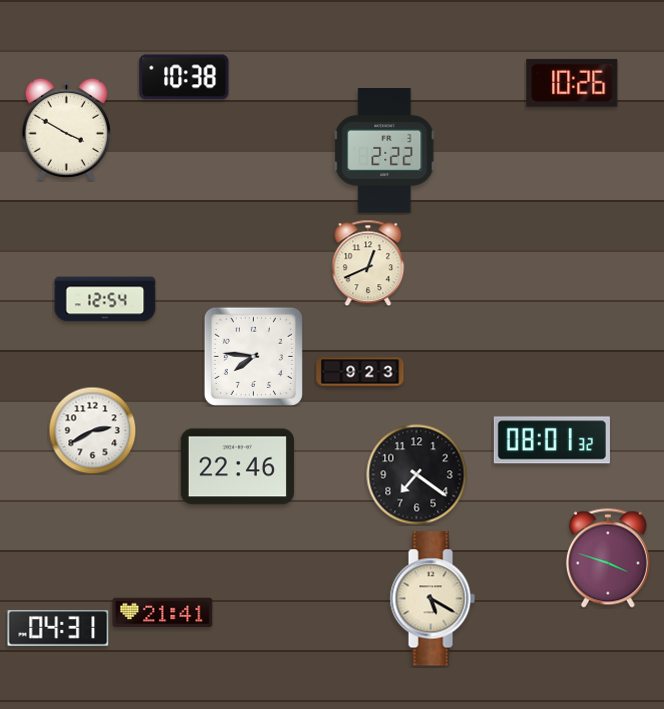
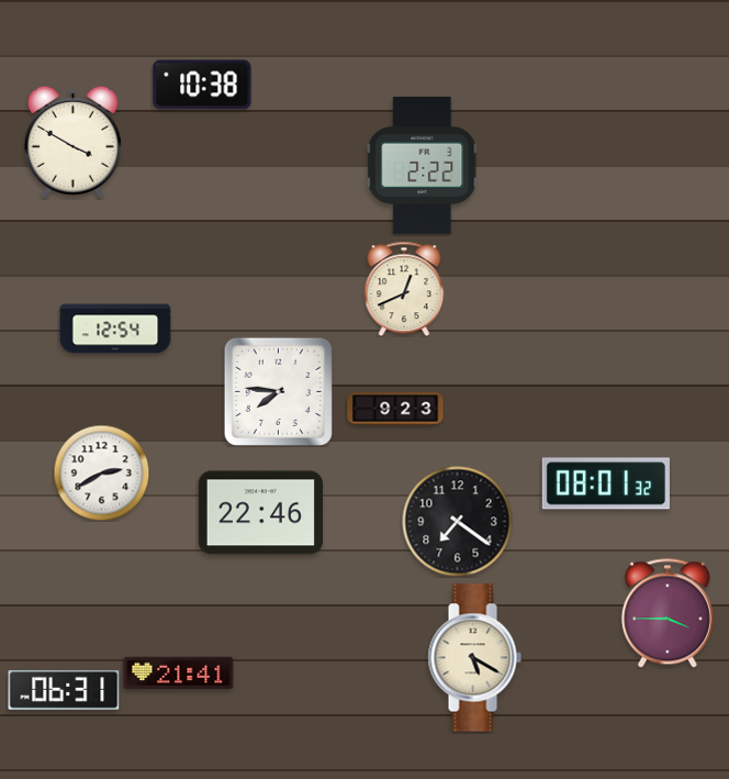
clock at (572, 83): 10:26 -> none
clock at (608, 558): 3:48 -> 3:45
clock at (58, 629): 04:31 -> 06:31
